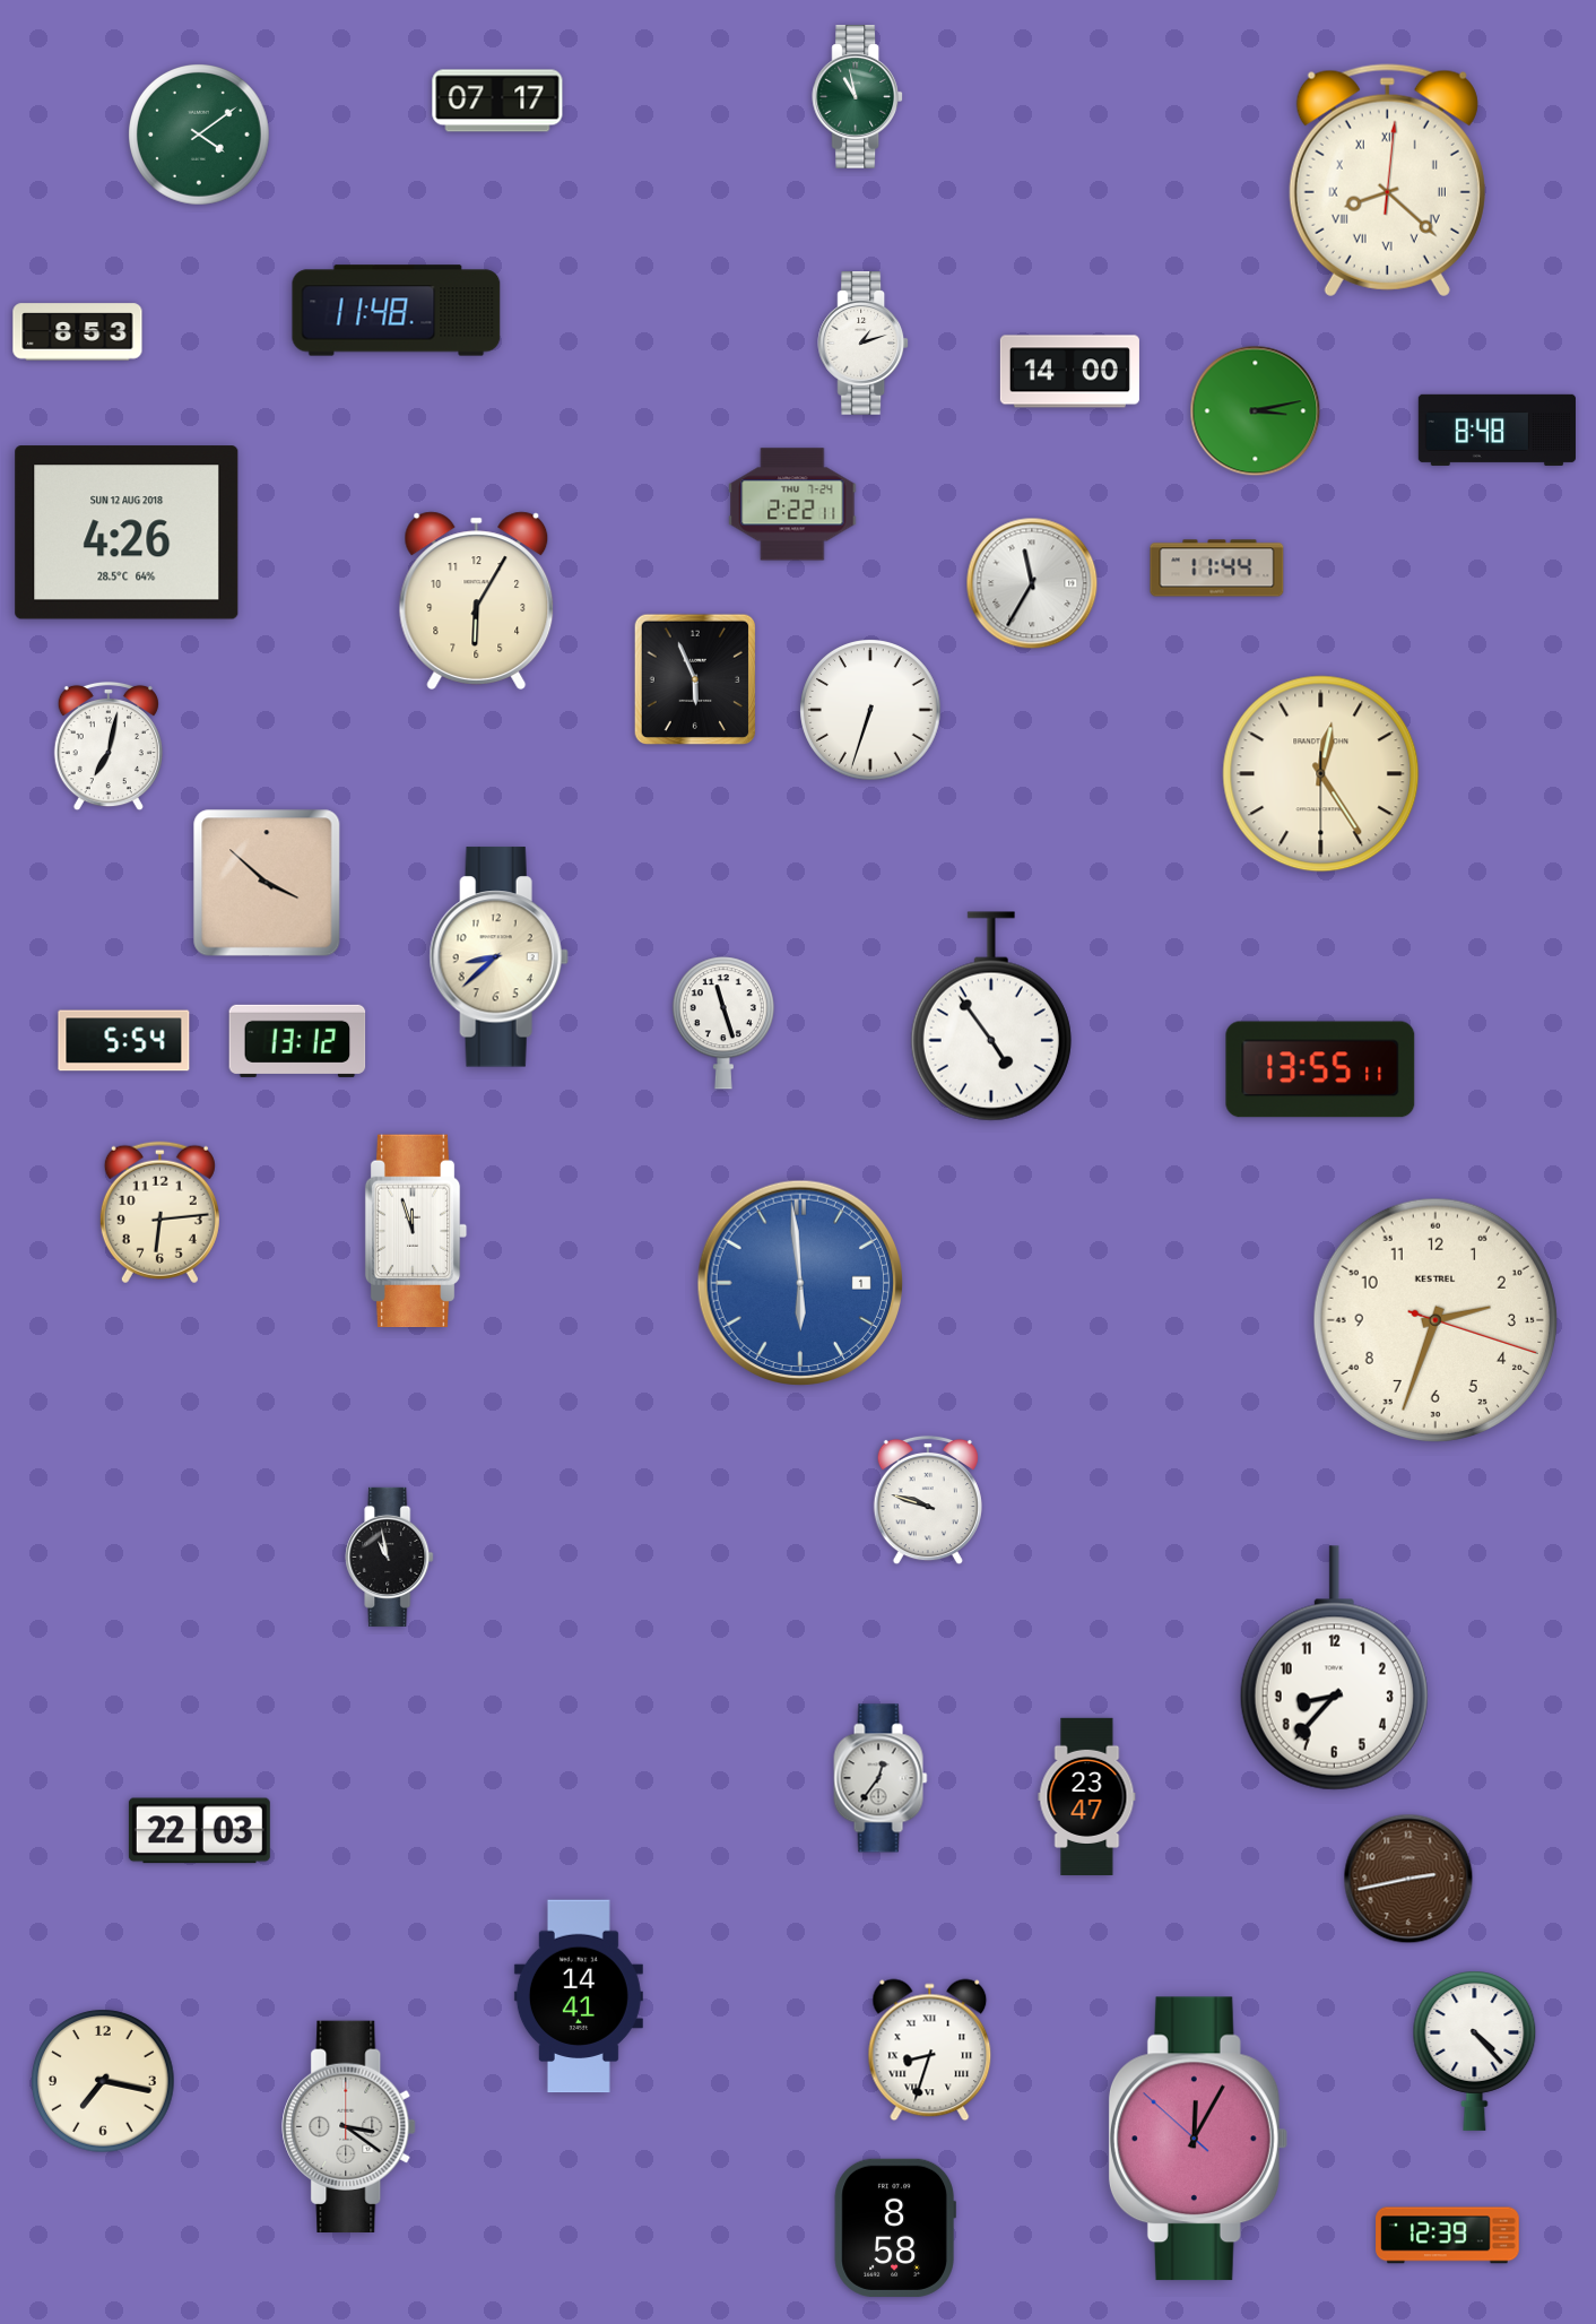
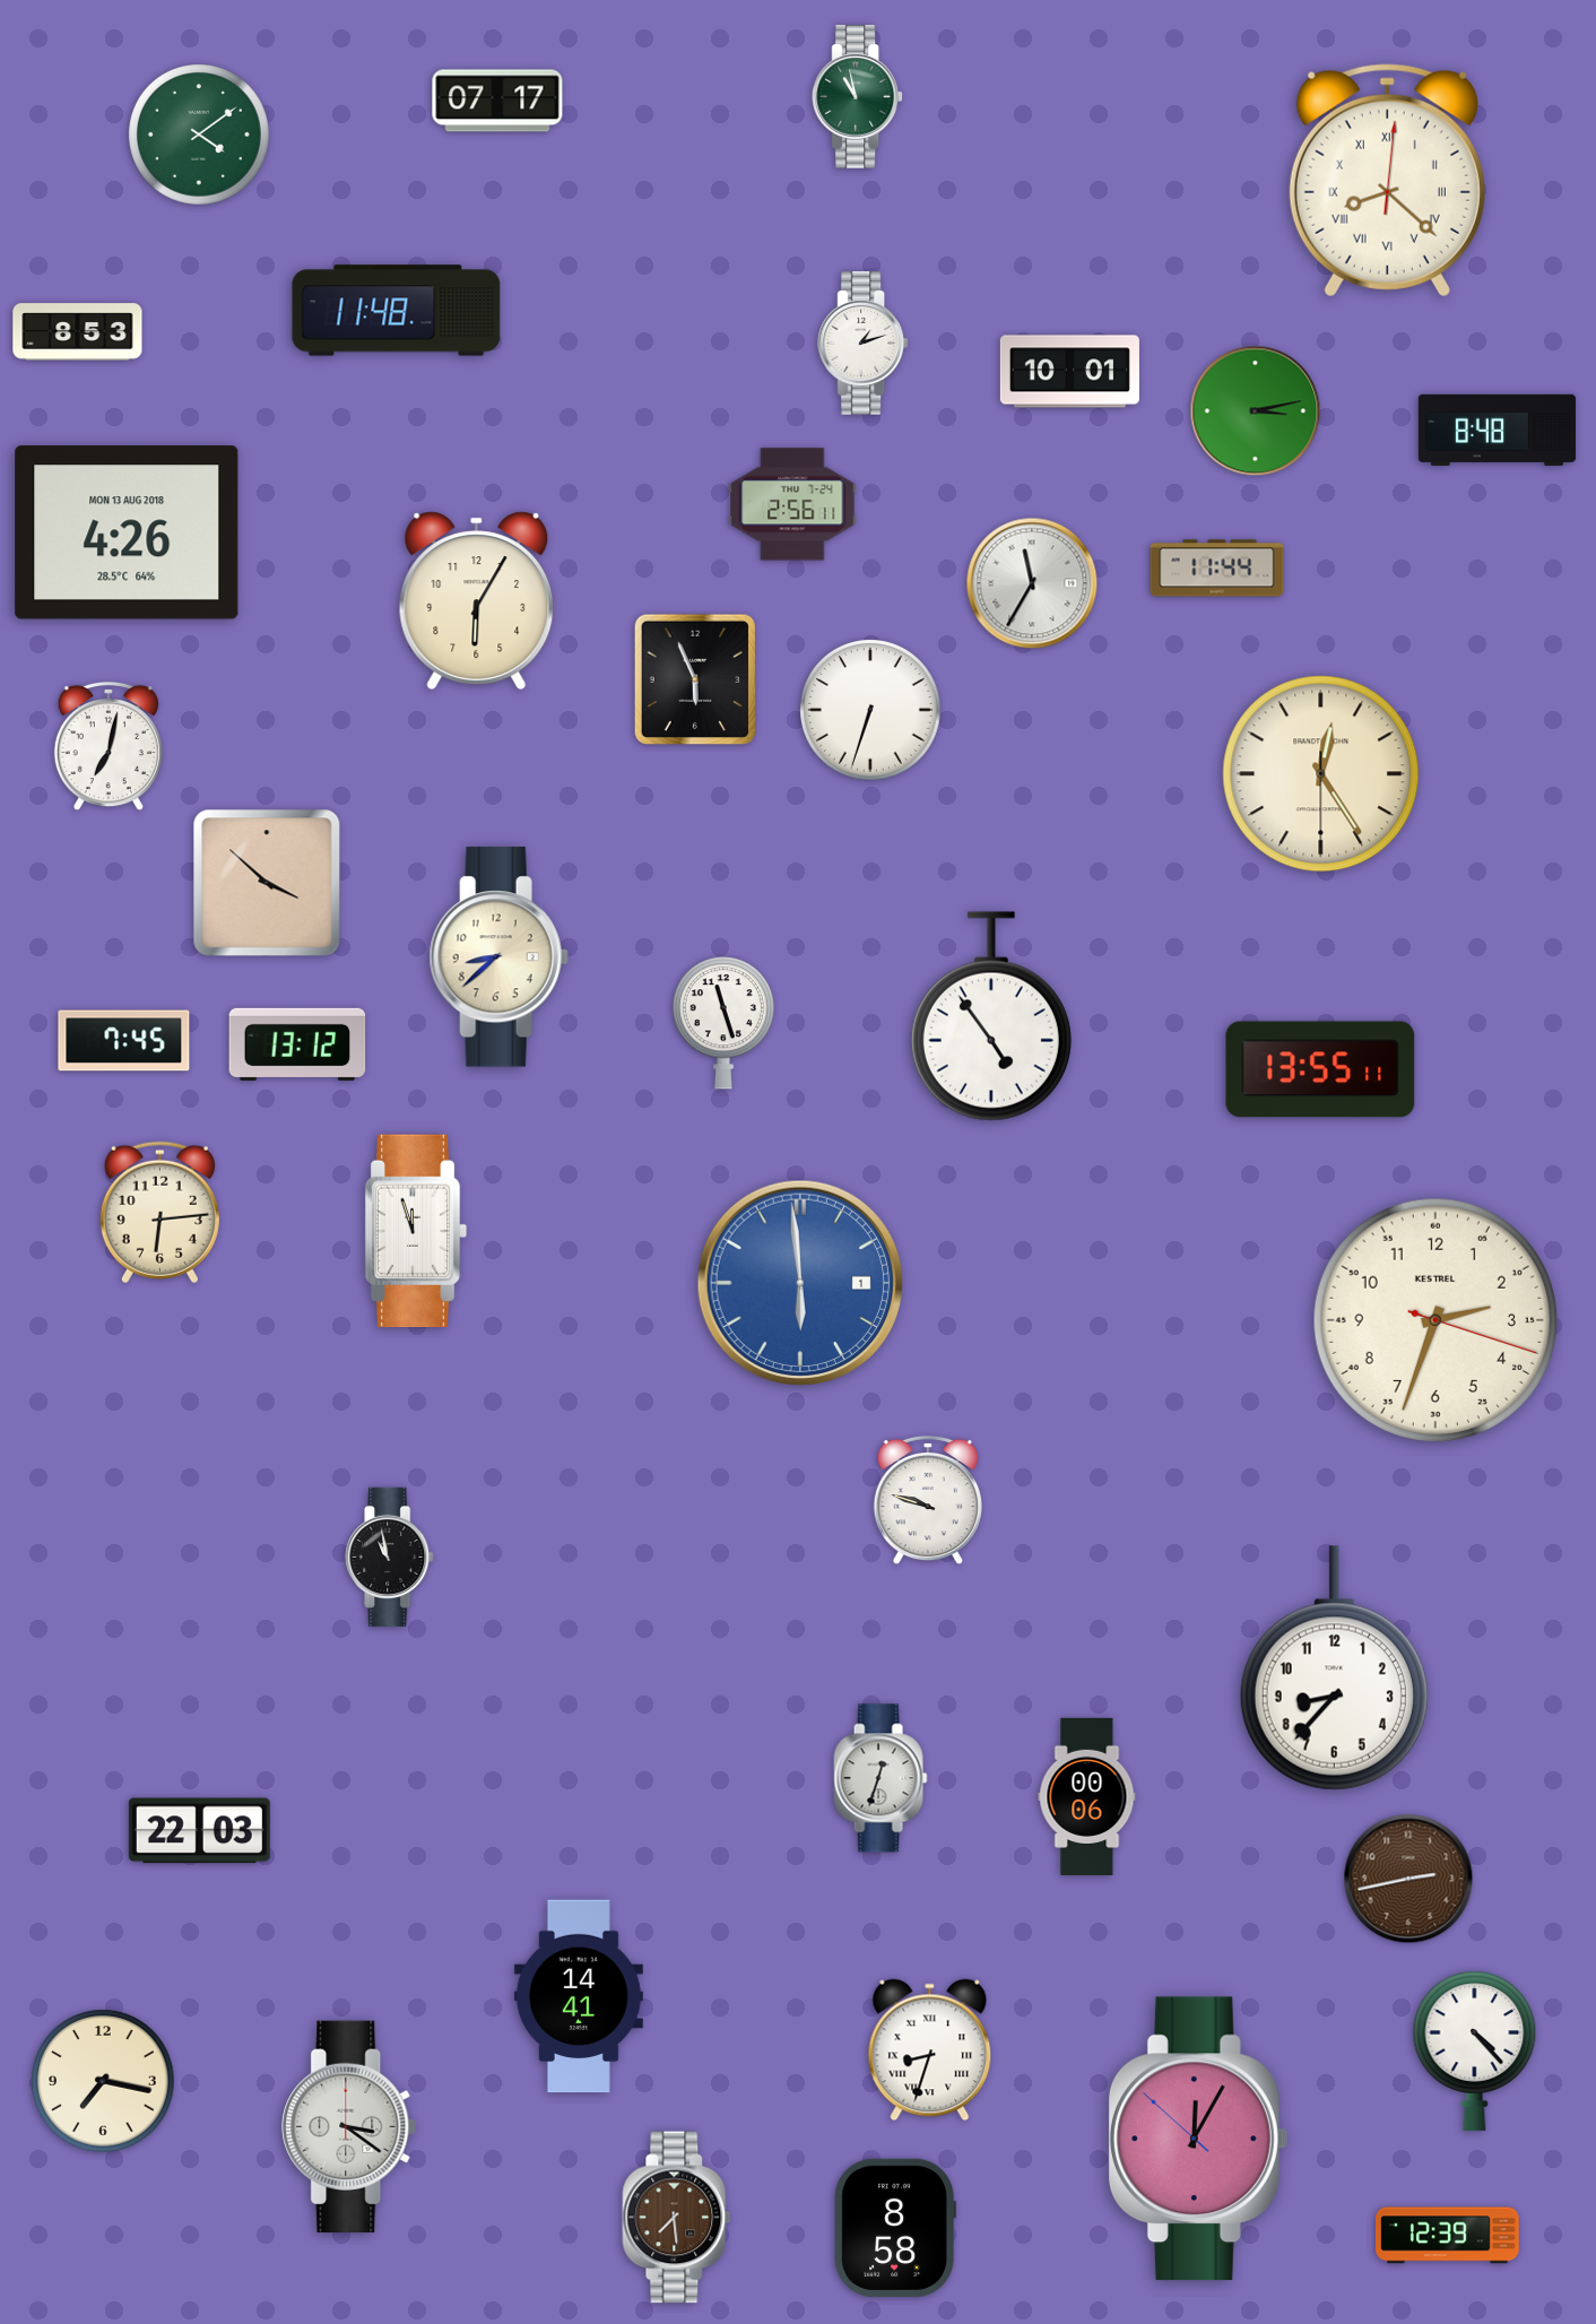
clock at (1069, 372): 14:00 -> 10:01
clock at (792, 504): 2:22 -> 2:56
clock at (127, 532) date: SUN 12 AUG 2018 -> MON 13 AUG 2018
clock at (124, 1041): 5:54 -> 7:45
clock at (297, 1041) position: (297, 1041) -> (297, 1044)
clock at (881, 1778): 12:36 -> 12:33
clock at (1087, 1796): 23:47 -> 00:06
clock at (677, 2218): none -> 7:29
